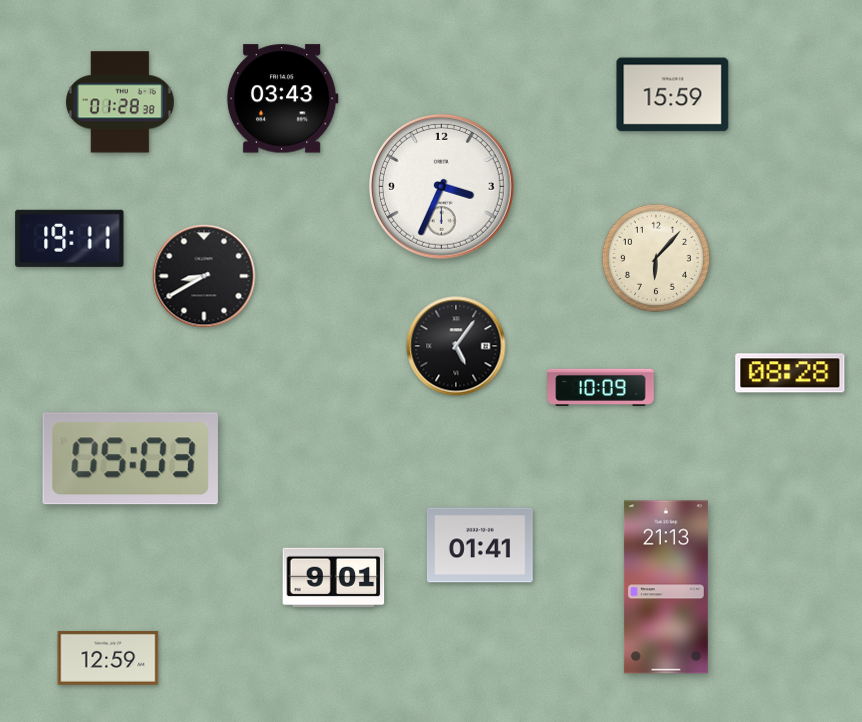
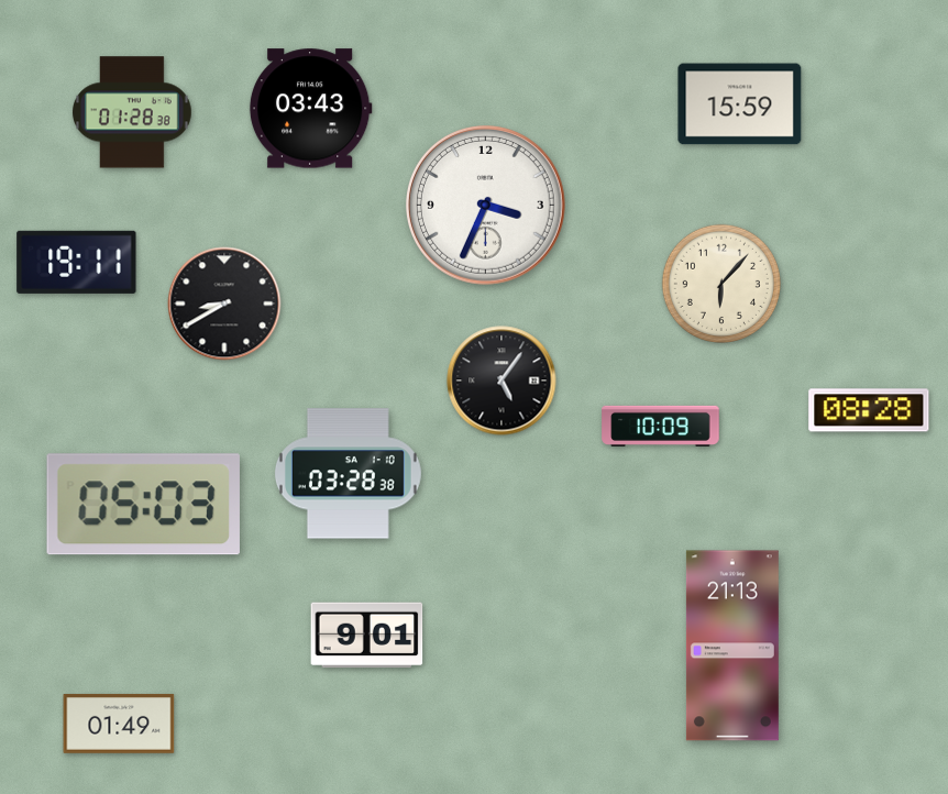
clock at (348, 474): none -> 03:28
clock at (480, 545): 01:41 -> none
clock at (108, 658): 12:59 -> 01:49
